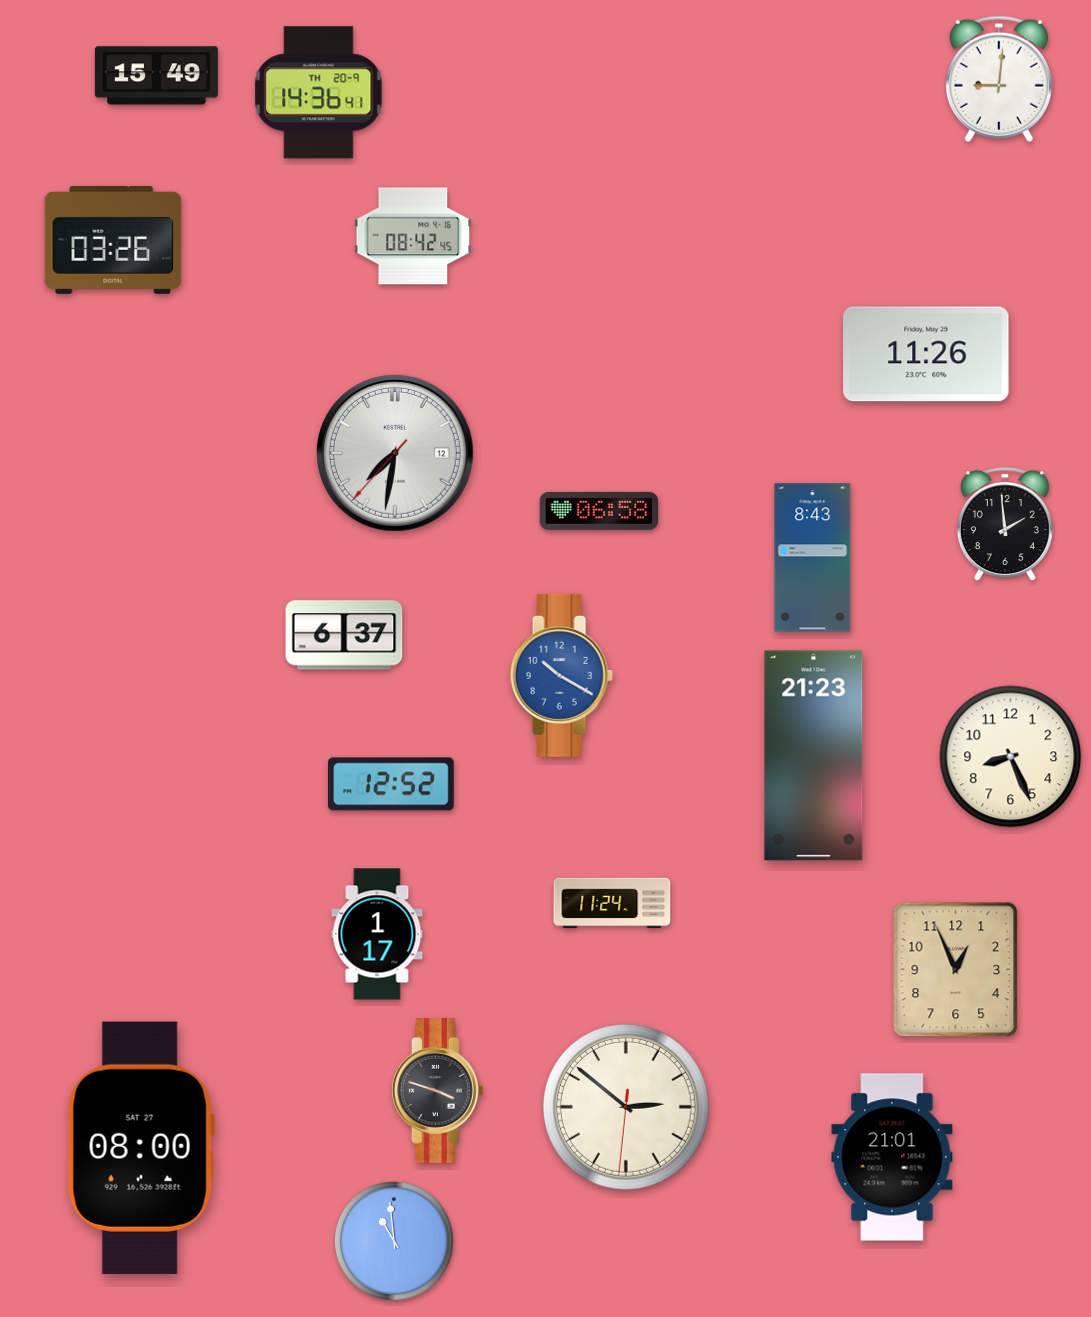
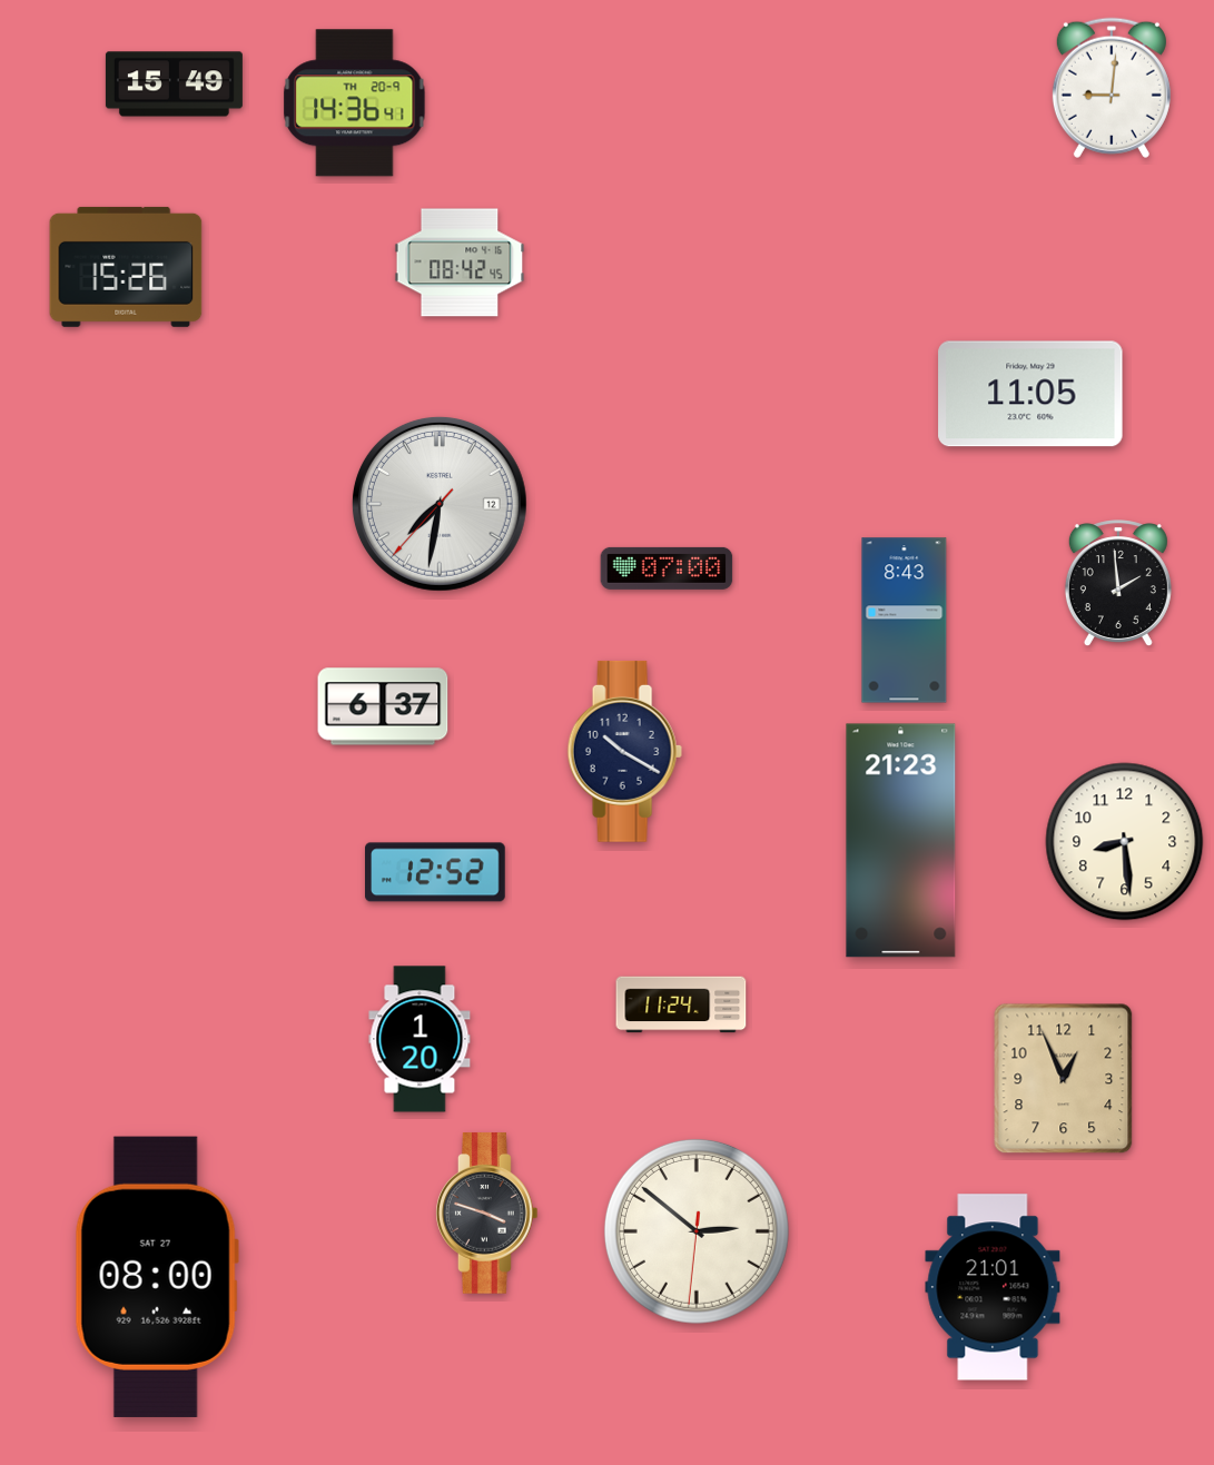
clock at (113, 240): 03:26 -> 15:26
clock at (926, 354): 11:26 -> 11:05
clock at (599, 511): 06:58 -> 07:00
clock at (561, 675) dial: blue -> navy
clock at (814, 756) position: (814, 756) -> (901, 841)
clock at (1011, 757): 8:26 -> 8:29
clock at (377, 934): 1:17 -> 1:20
clock at (394, 1241): 10:59 -> none
